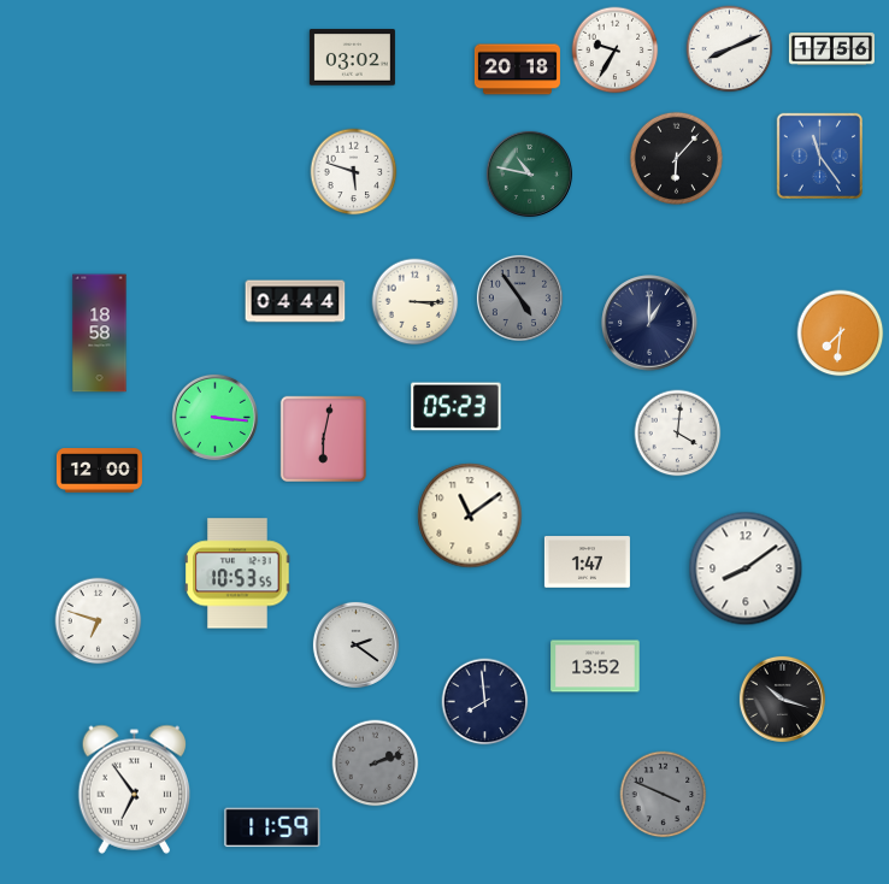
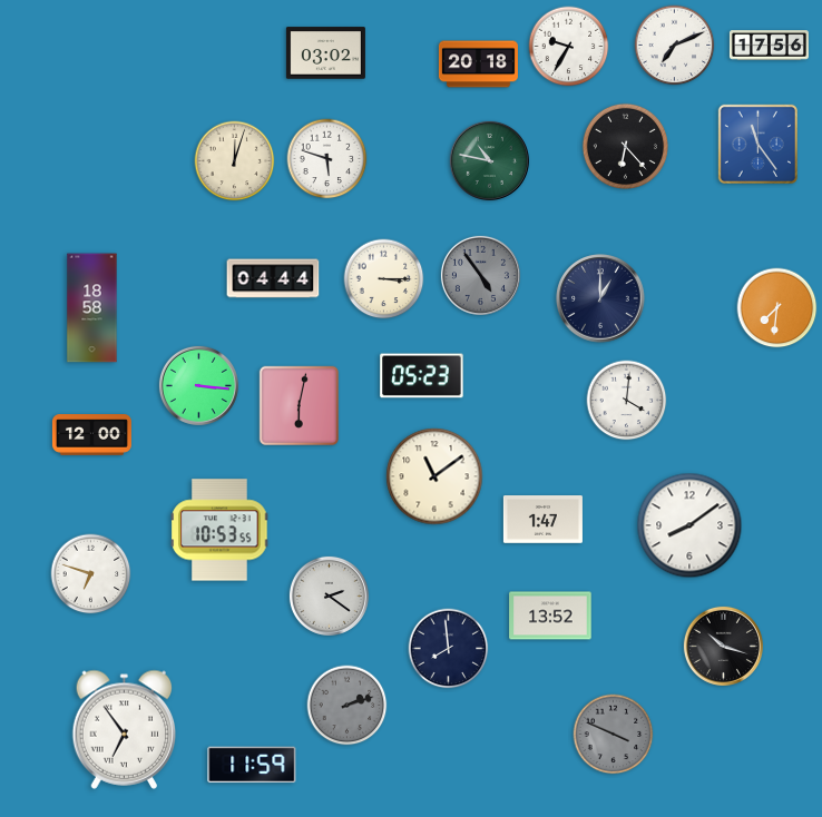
clock at (730, 49): 8:11 -> 7:11
clock at (676, 158): 6:07 -> 6:23
clock at (235, 161): none -> 12:03
